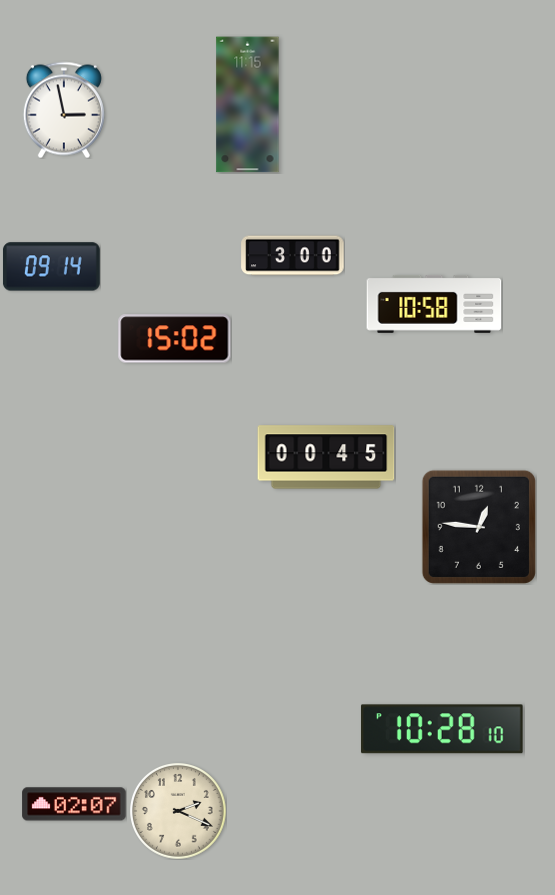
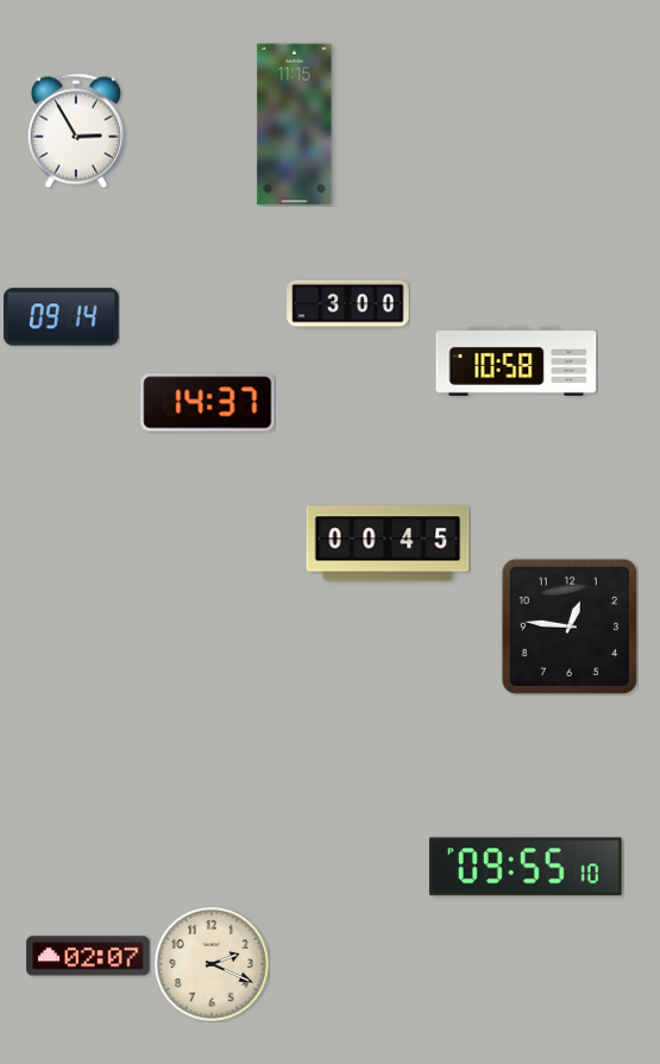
clock at (64, 110): 2:58 -> 2:55
clock at (175, 339): 15:02 -> 14:37
clock at (442, 729): 10:28 -> 09:55
